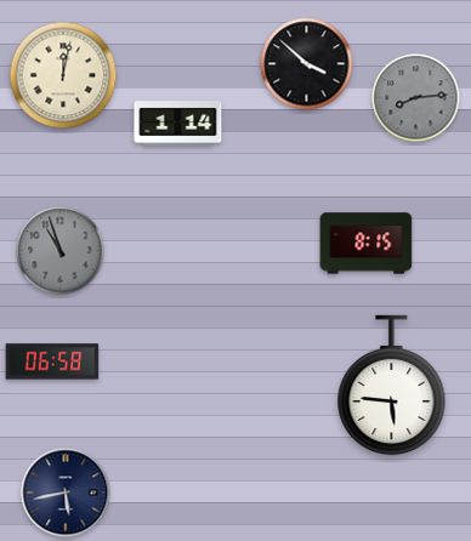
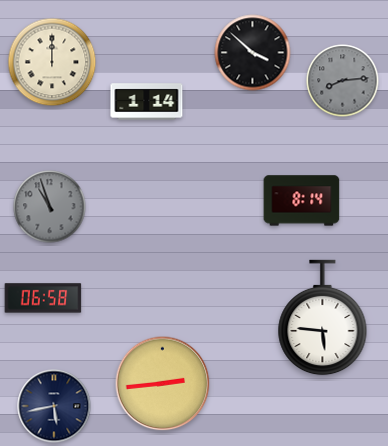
clock at (63, 75): 12:02 -> 12:00
clock at (367, 244): 8:15 -> 8:14
clock at (163, 384): none -> 2:44
